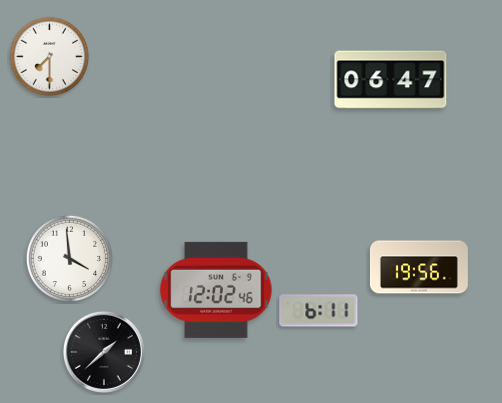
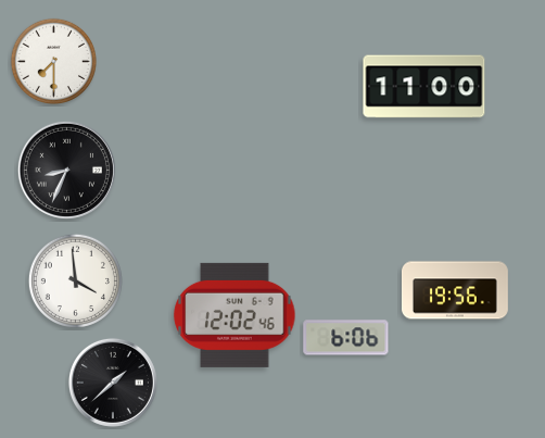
clock at (391, 80): 06:47 -> 11:00
clock at (66, 170): none -> 8:34
clock at (319, 311): 6:11 -> 6:06
